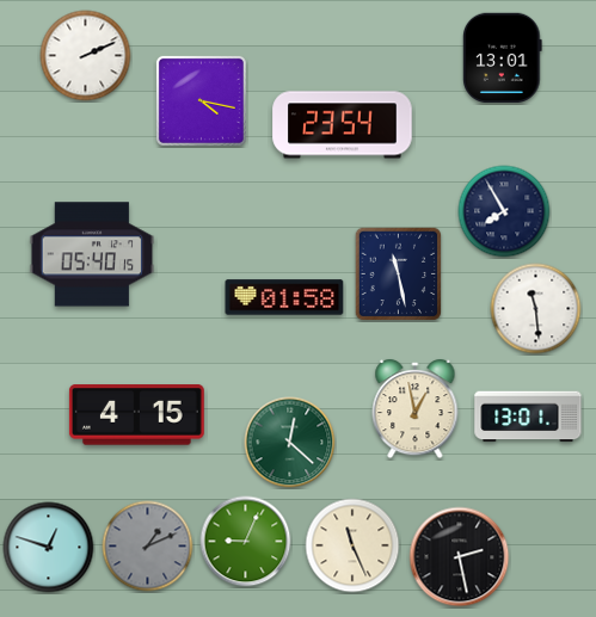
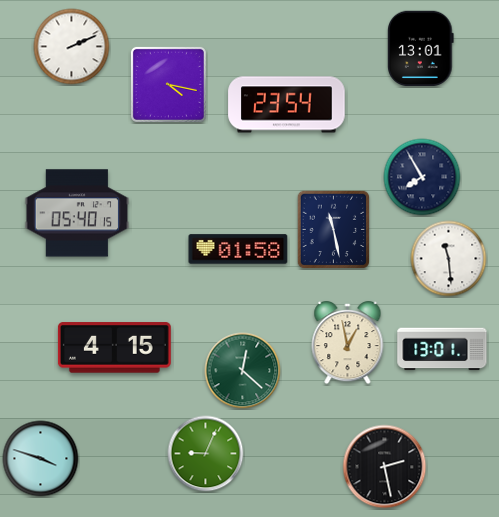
clock at (352, 545): 11:26 -> none
clock at (148, 547): 1:11 -> none
clock at (49, 548): 12:48 -> 3:48
